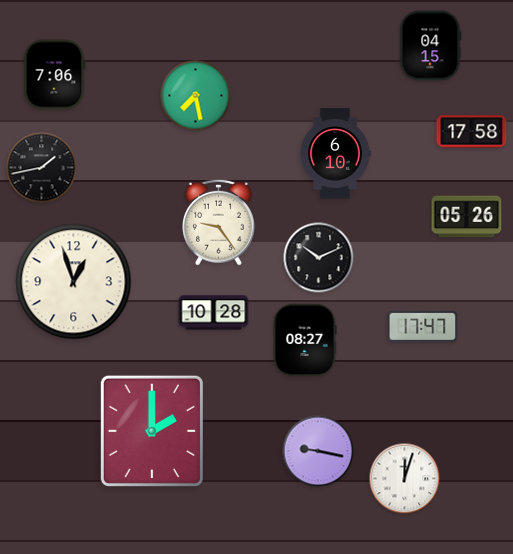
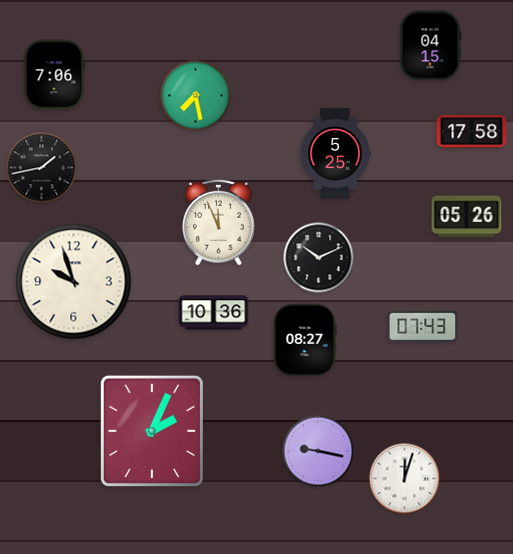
clock at (335, 154): 6:10 -> 5:25
clock at (218, 222): 9:24 -> 11:56
clock at (74, 282): 12:57 -> 9:57
clock at (214, 313): 10:28 -> 10:36
clock at (423, 326): 17:47 -> 07:43
clock at (152, 431): 2:00 -> 2:04
